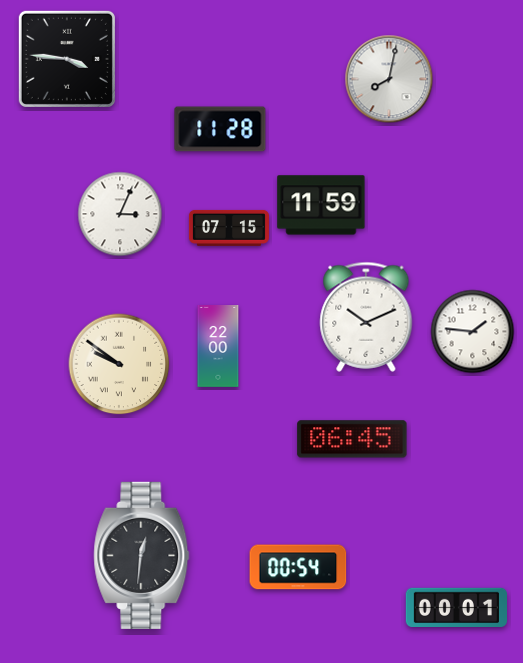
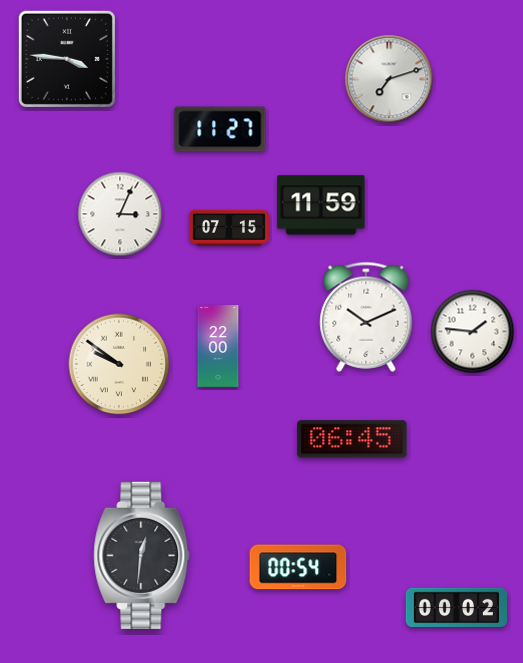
clock at (389, 79): 8:02 -> 7:12
clock at (220, 129): 11:28 -> 11:27
clock at (456, 607): 00:01 -> 00:02
